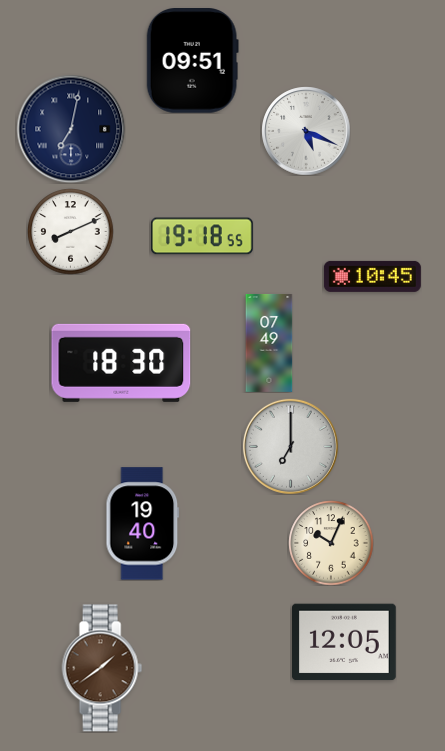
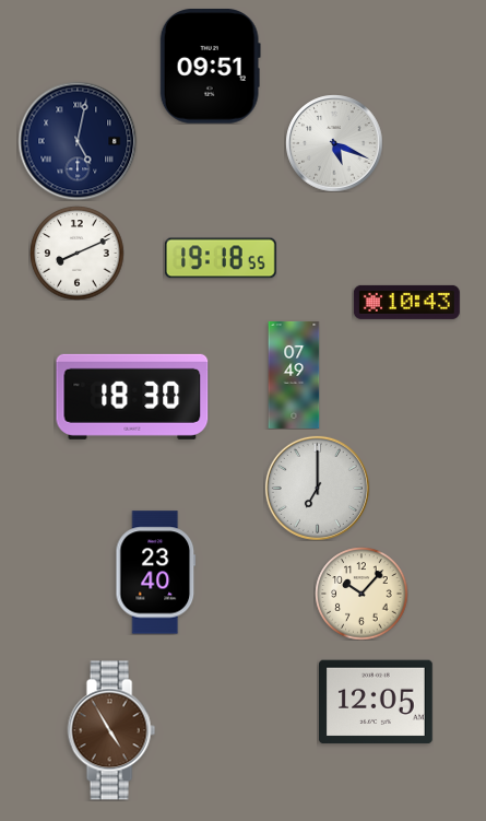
clock at (71, 129): 7:02 -> 5:02
clock at (372, 276): 10:45 -> 10:43
clock at (143, 524): 19:40 -> 23:40
clock at (331, 543): 10:04 -> 10:07
clock at (102, 668): 1:39 -> 4:55
